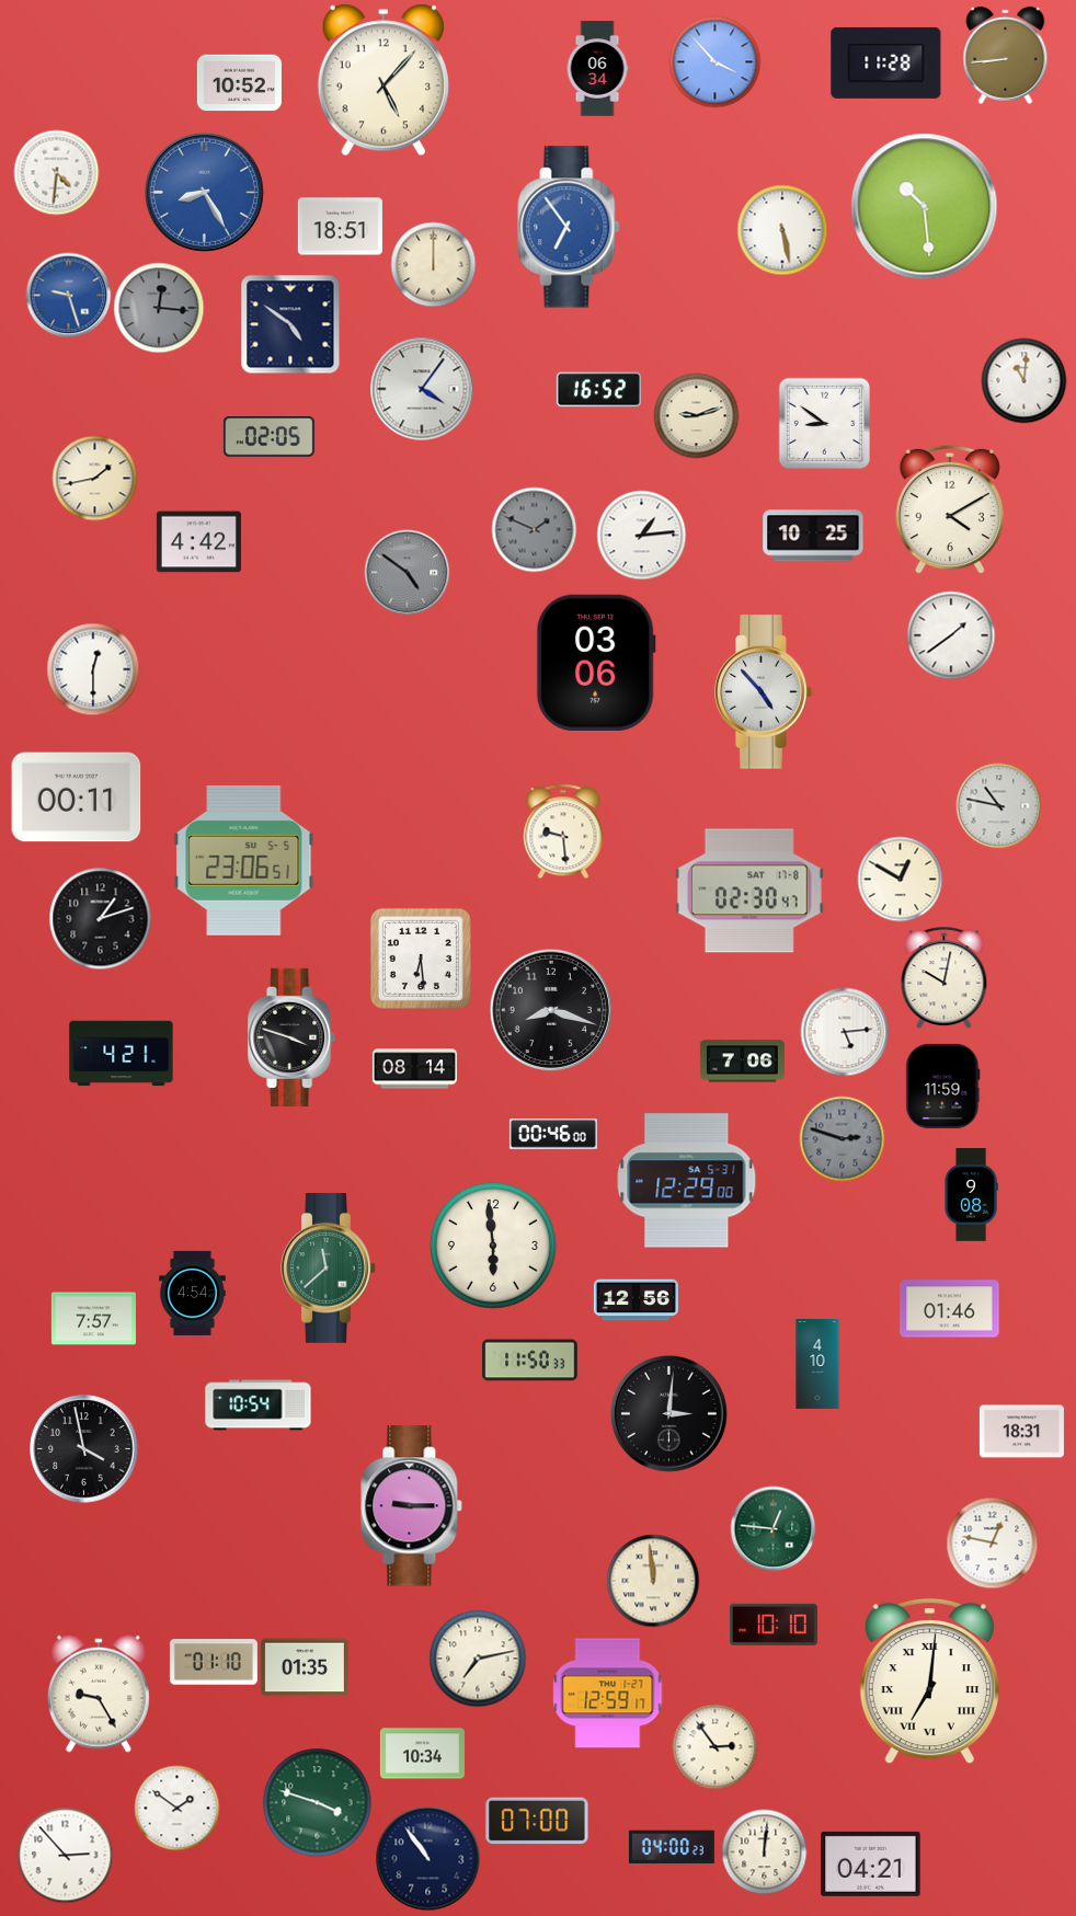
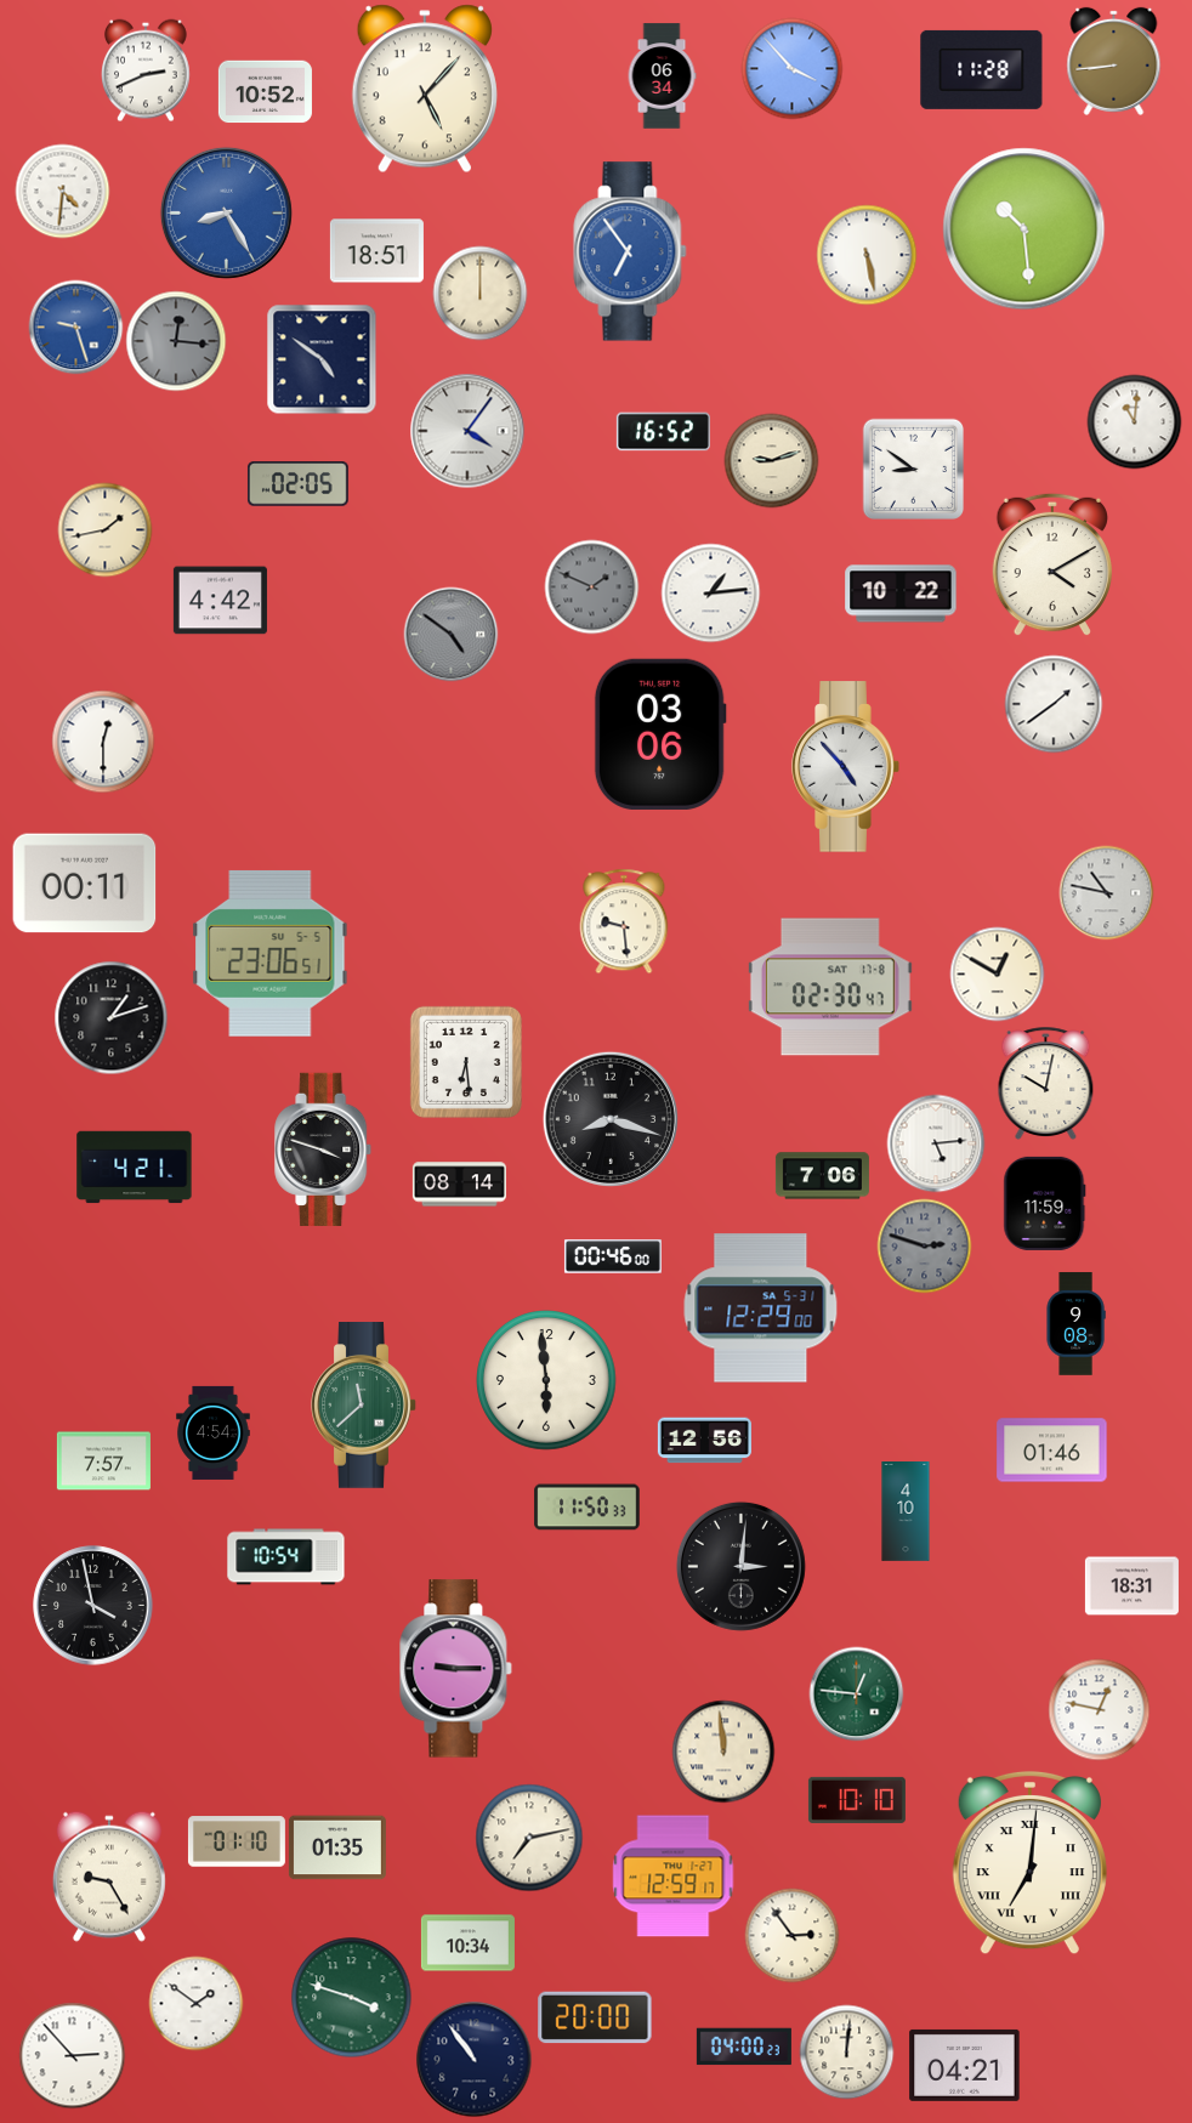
clock at (147, 70): none -> 2:41
clock at (813, 536): 10:25 -> 10:22
clock at (842, 1138) position: (842, 1138) -> (924, 1245)
clock at (537, 1821): 07:00 -> 20:00
